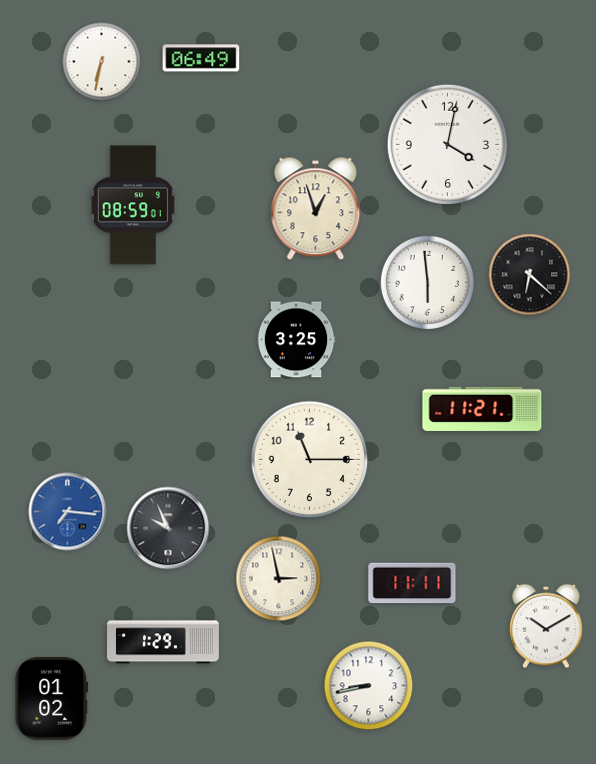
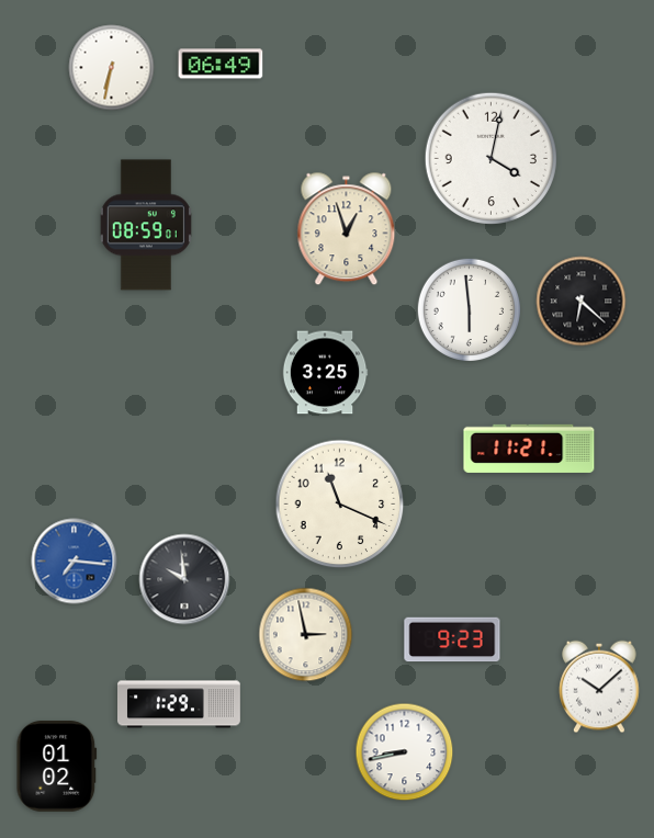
clock at (310, 460): 11:15 -> 11:19
clock at (168, 528): 9:56 -> 9:59
clock at (412, 583): 11:11 -> 9:23
clock at (546, 626): 10:10 -> 10:08
